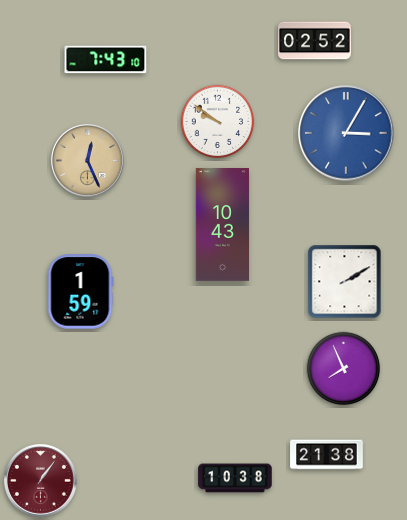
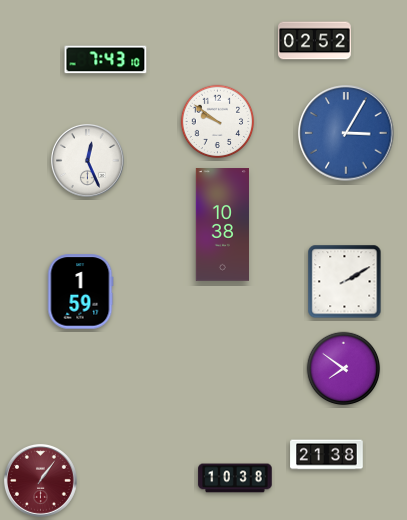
clock at (87, 160) dial: champagne -> white
clock at (222, 225): 10:43 -> 10:38
clock at (344, 369): 7:56 -> 7:51
